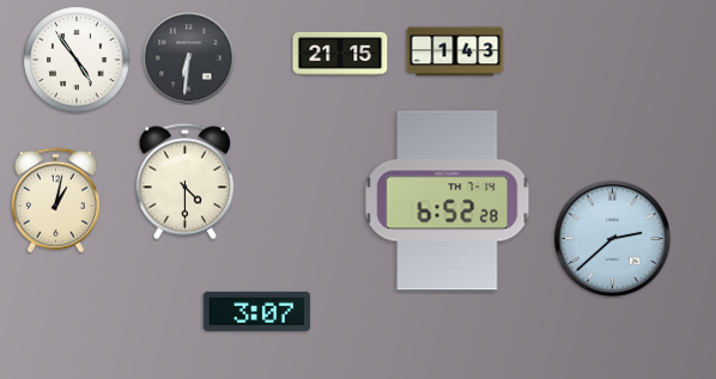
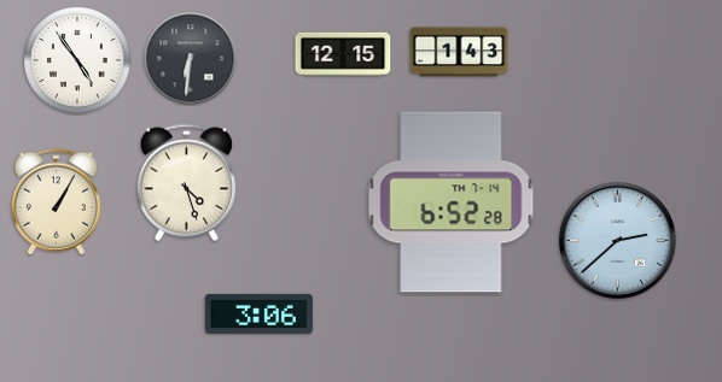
clock at (340, 54): 21:15 -> 12:15
clock at (184, 182): 4:30 -> 4:27
clock at (55, 201): 1:02 -> 1:05
clock at (256, 311): 3:07 -> 3:06
